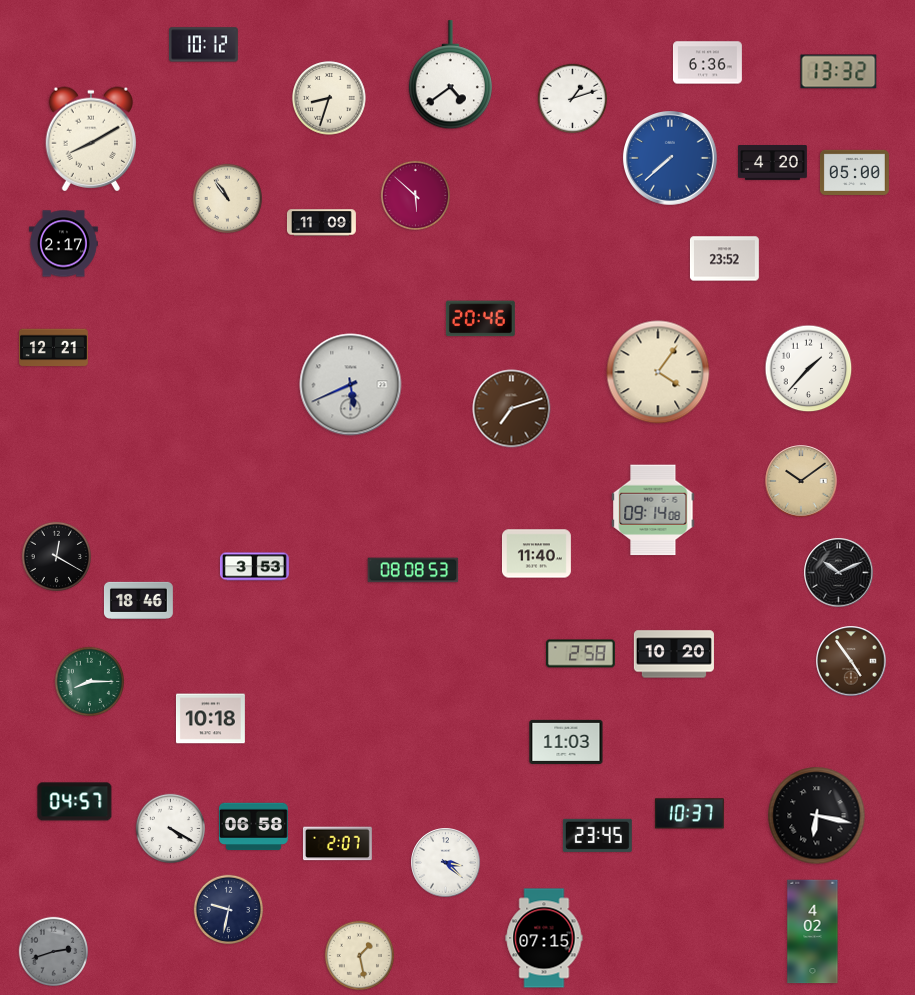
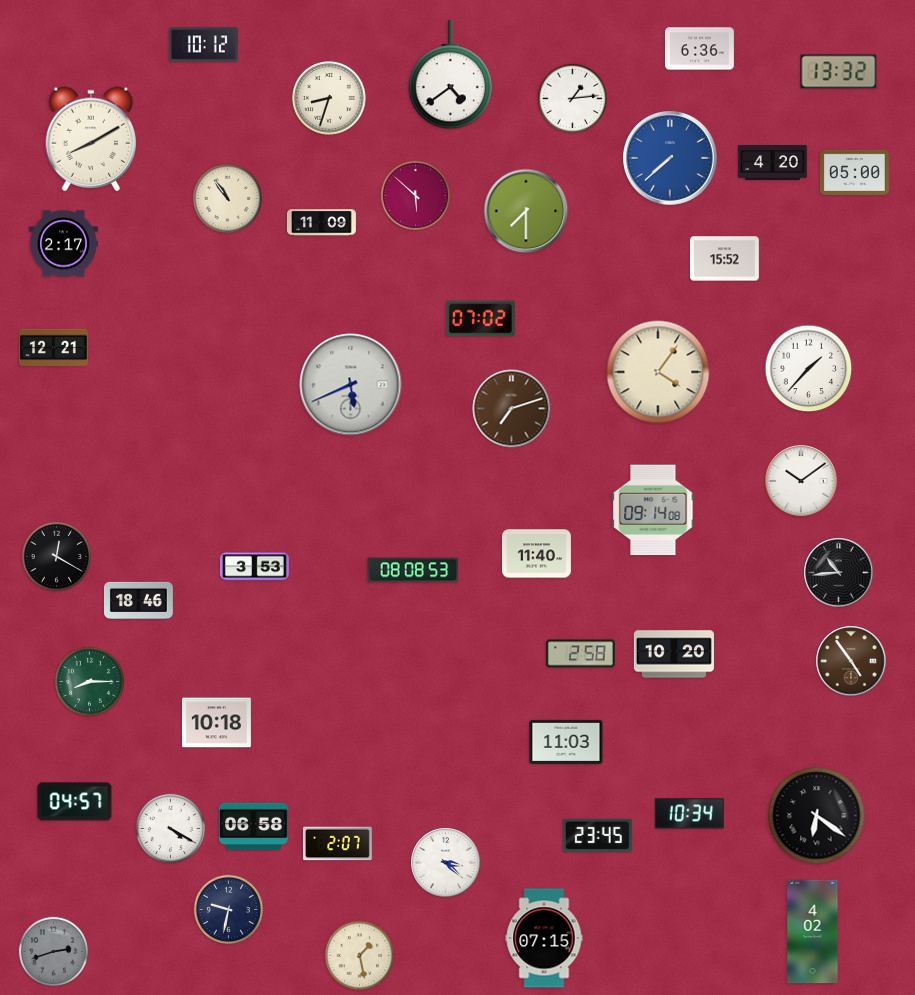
clock at (707, 63) position: (707, 63) -> (699, 49)
clock at (572, 98): 1:12 -> 1:14
clock at (526, 211): none -> 7:30
clock at (724, 259): 23:52 -> 15:52
clock at (480, 319): 20:46 -> 07:02
clock at (801, 481) dial: champagne -> white
clock at (839, 573): 10:11 -> 10:44
clock at (210, 719) position: (210, 719) -> (216, 723)
clock at (689, 814): 10:37 -> 10:34
clock at (817, 816): 6:17 -> 6:21
